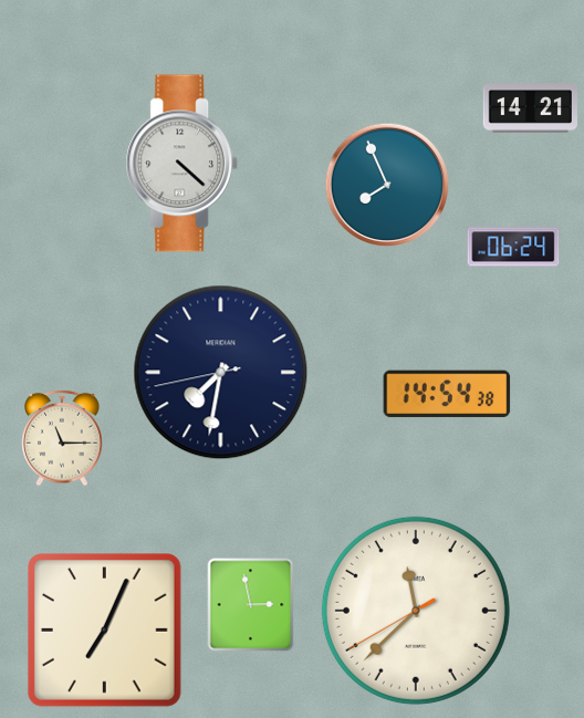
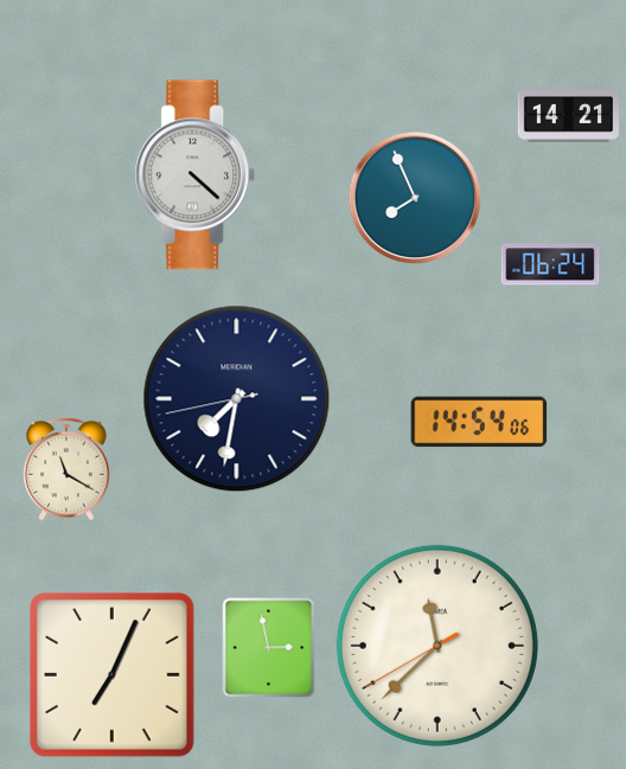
clock at (447, 394): 14:54:38 -> 14:54:06
clock at (62, 438): 11:15 -> 11:20
clock at (416, 611) position: (416, 611) -> (437, 646)
